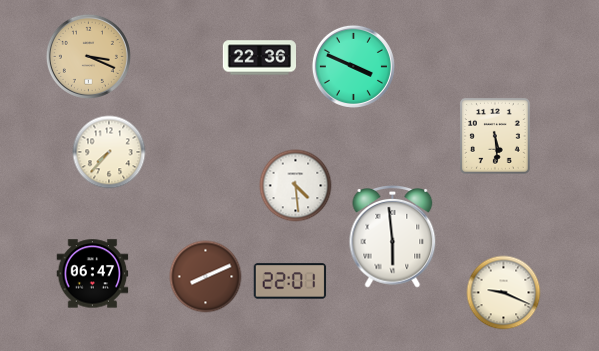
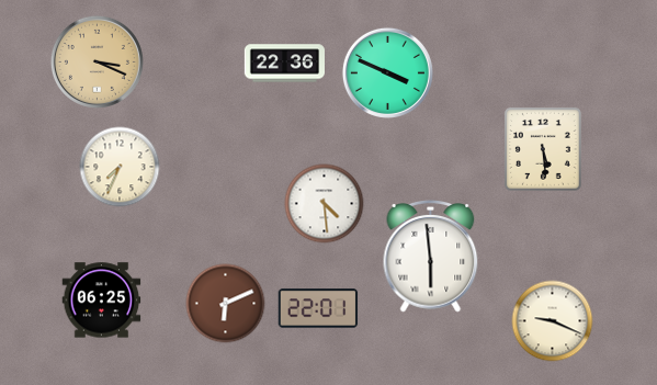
clock at (109, 152): 7:37 -> 7:34
clock at (393, 237) position: (393, 237) -> (431, 257)
clock at (93, 274): 06:47 -> 06:25
clock at (206, 277): 8:11 -> 6:11
